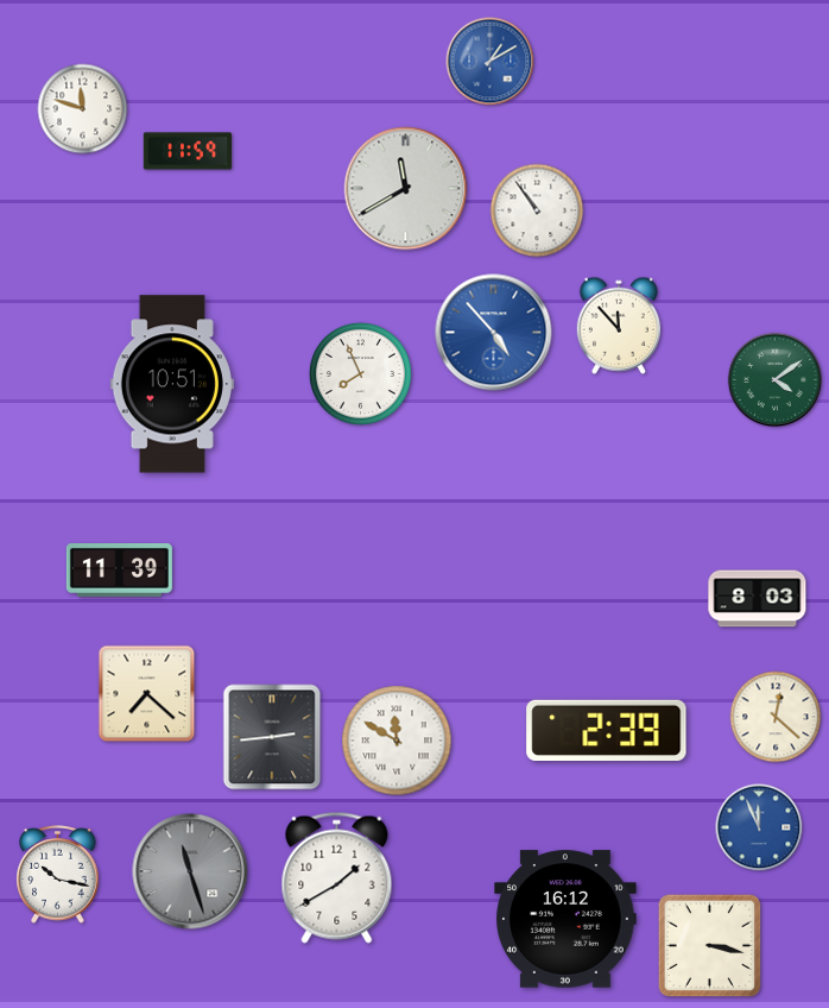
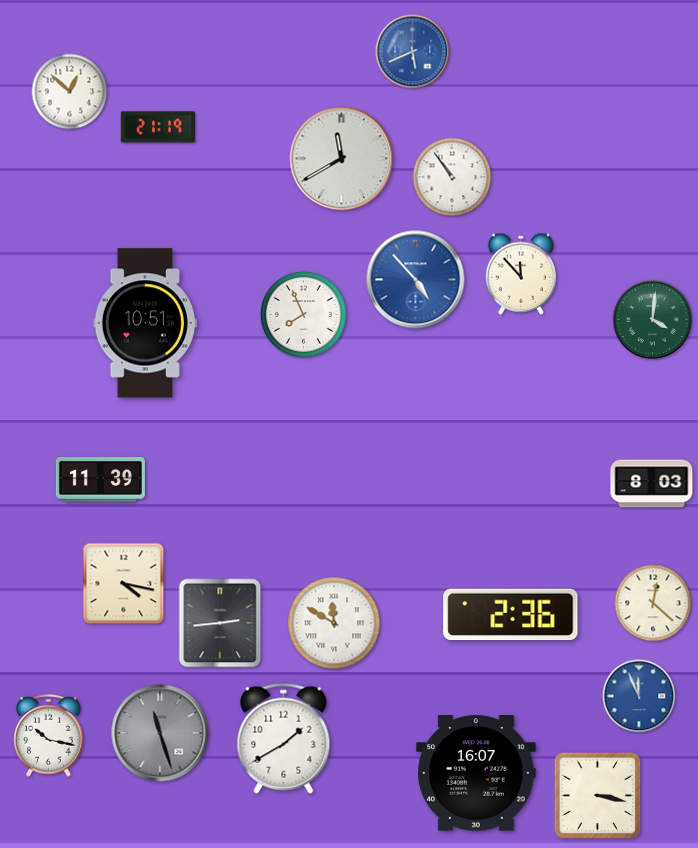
clock at (491, 62): 1:10 -> 5:41
clock at (83, 109): 11:48 -> 12:52
clock at (188, 151): 11:59 -> 21:19
clock at (776, 380): 4:09 -> 4:01
clock at (758, 599) position: (758, 599) -> (652, 484)
clock at (147, 694): 7:22 -> 4:17
clock at (607, 730): 2:39 -> 2:36
clock at (272, 737) position: (272, 737) -> (220, 623)
clock at (565, 919): 16:12 -> 16:07
